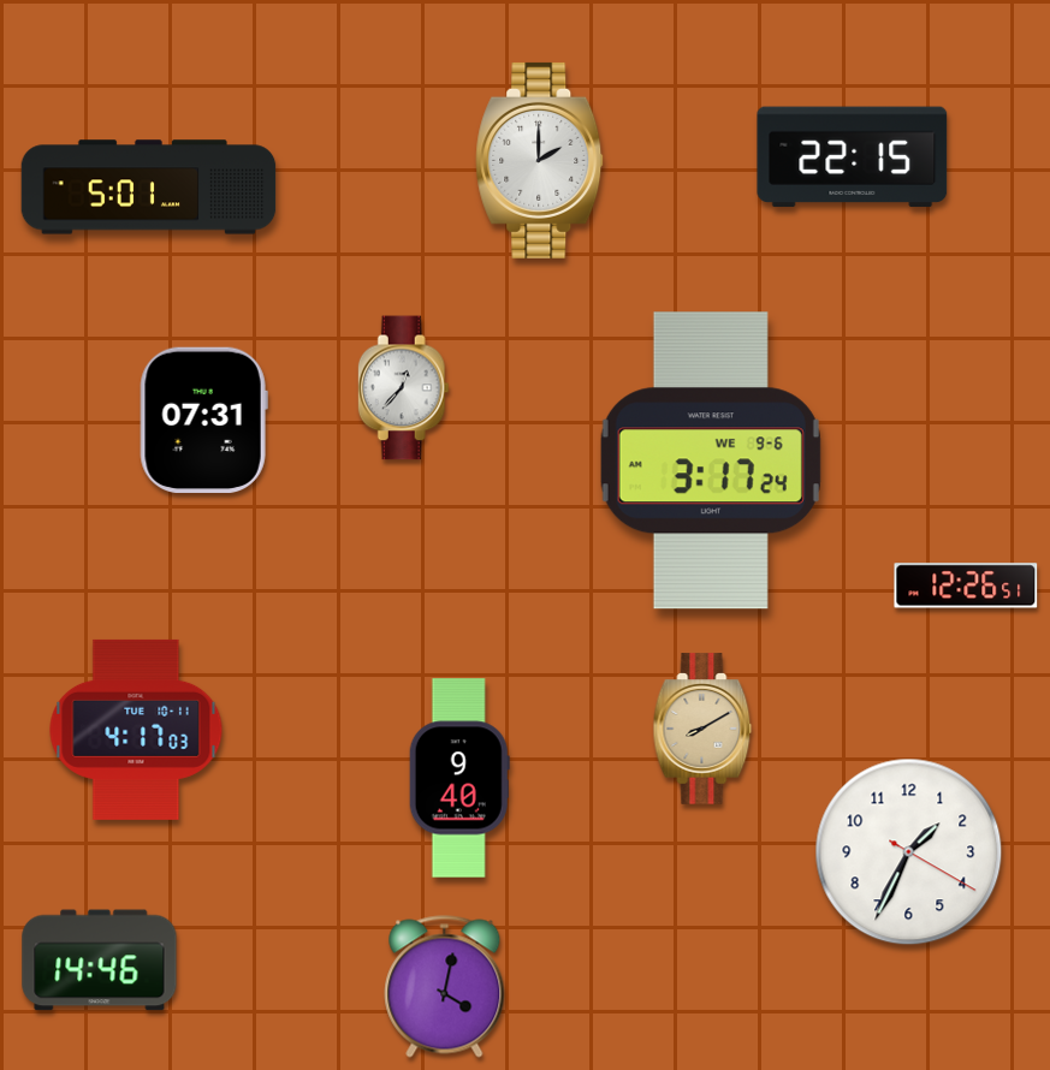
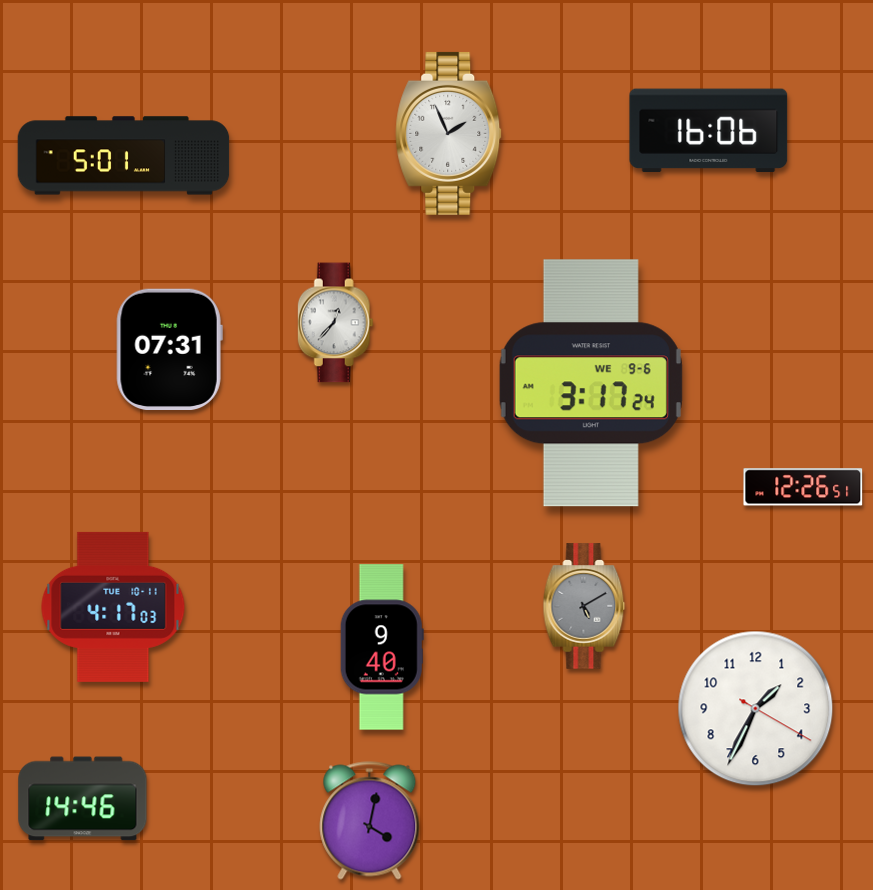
clock at (853, 157): 22:15 -> 16:06
clock at (540, 160): 2:00 -> 1:56
clock at (702, 729): 8:10 -> 5:10
clock at (702, 729) dial: champagne -> grey
